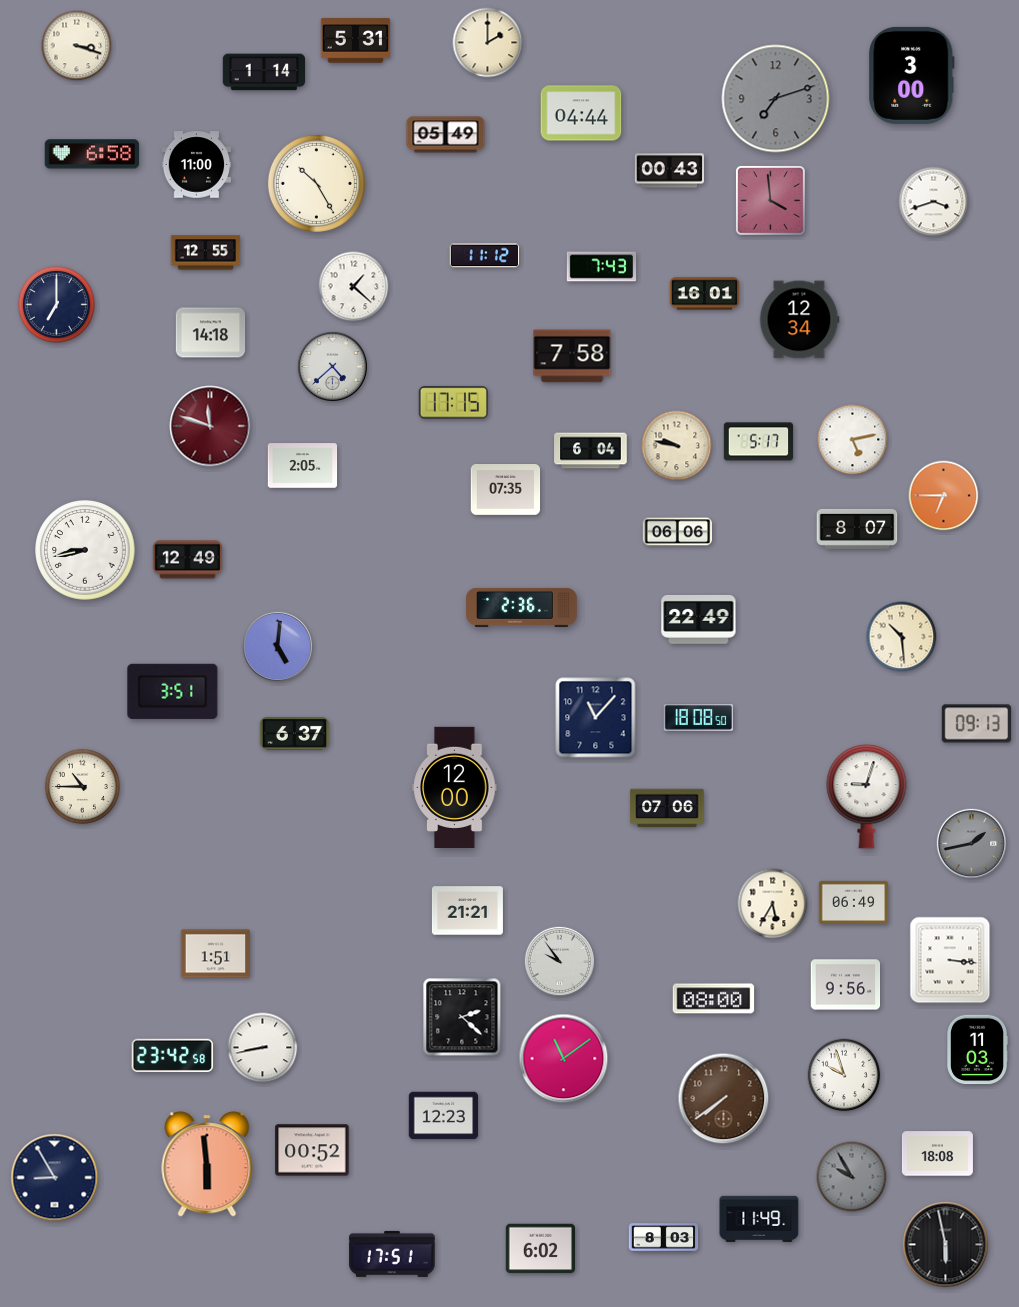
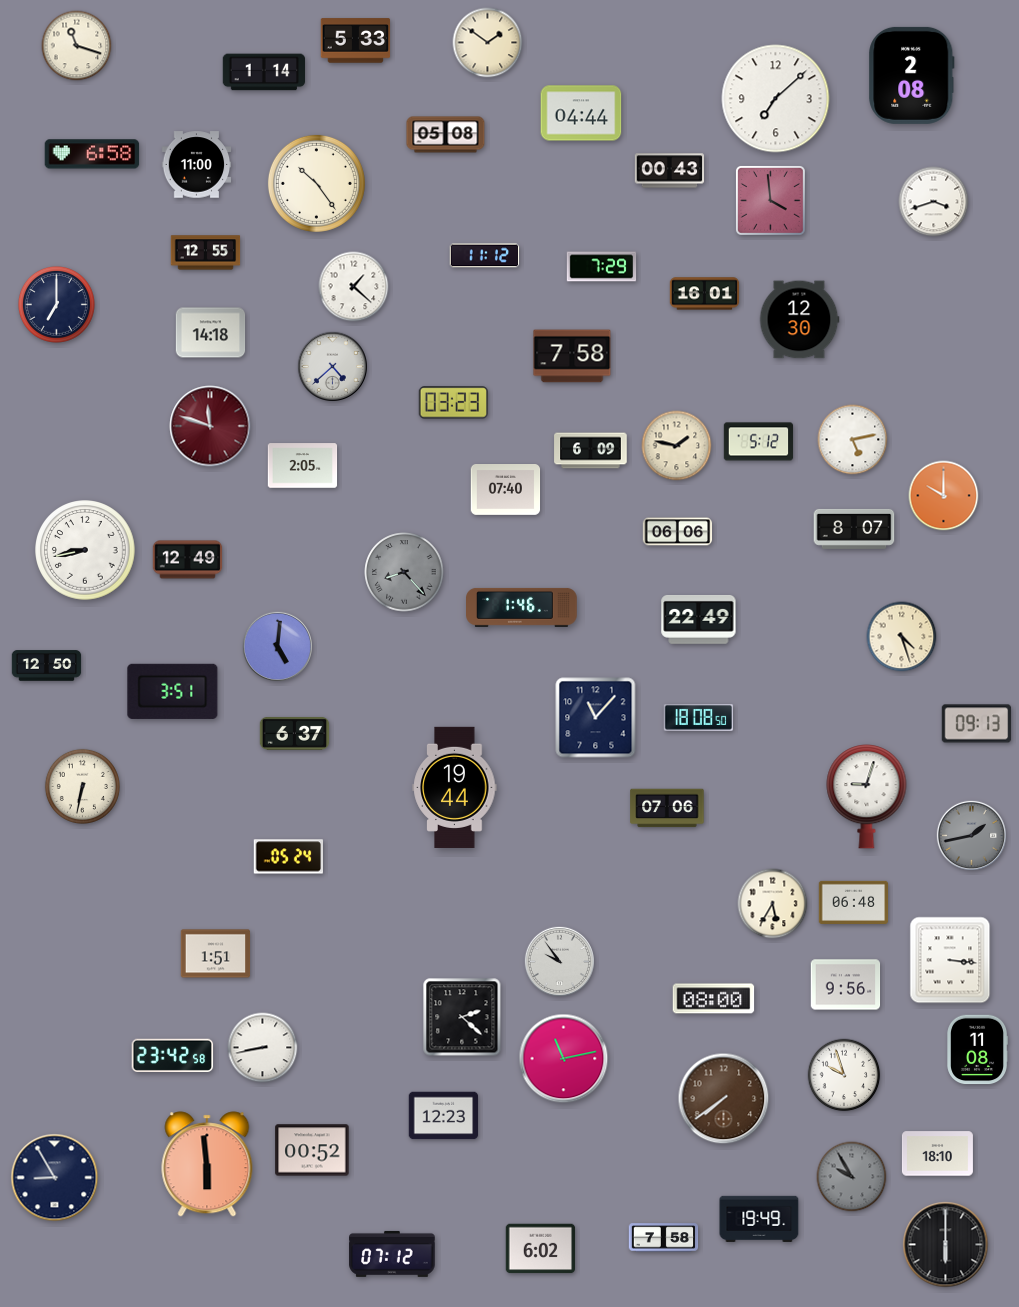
clock at (356, 41): 5:31 -> 5:33
clock at (488, 43): 2:00 -> 1:51
clock at (77, 46): 3:18 -> 11:18
clock at (912, 75): 3:00 -> 2:08
clock at (776, 99): 7:12 -> 7:08
clock at (776, 99) dial: grey -> white
clock at (446, 135): 05:49 -> 05:08
clock at (316, 183): 10:25 -> 10:24
clock at (602, 267): 7:43 -> 7:29
clock at (799, 320): 12:34 -> 12:30
clock at (454, 403): 17:15 -> 03:23
clock at (759, 442): 5:17 -> 5:12
clock at (677, 446): 9:47 -> 1:47
clock at (591, 451): 6:04 -> 6:09
clock at (506, 490): 07:35 -> 07:40
clock at (944, 496): 6:45 -> 10:00
clock at (857, 529) position: (857, 529) -> (854, 529)
clock at (404, 572): none -> 8:23
clock at (522, 607): 2:36 -> 1:46
clock at (902, 637): 10:29 -> 4:27
clock at (47, 666): none -> 12:50
clock at (82, 786): 10:45 -> 6:32
clock at (455, 787): 12:00 -> 19:44
clock at (971, 843) position: (971, 843) -> (971, 835)
clock at (288, 857): none -> 05:24
clock at (854, 902): 06:49 -> 06:48
clock at (467, 911): 21:21 -> none
clock at (977, 1050): 11:03 -> 11:08
clock at (564, 1059): 11:09 -> 11:13
clock at (937, 1154): 18:08 -> 18:10
clock at (759, 1219): 11:49 -> 19:49
clock at (664, 1238): 8:03 -> 7:58
clock at (946, 1245): 5:58 -> 6:00
clock at (392, 1254): 17:51 -> 07:12
